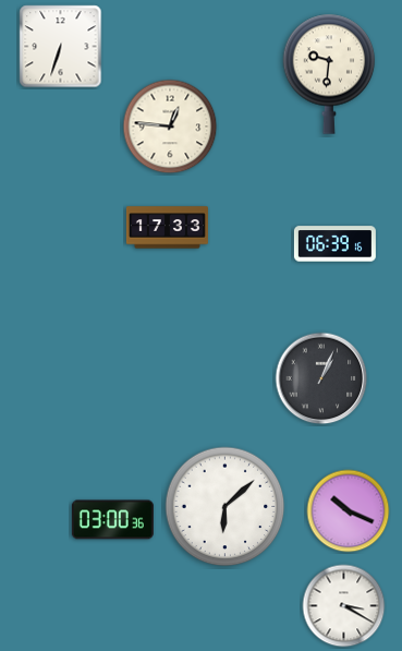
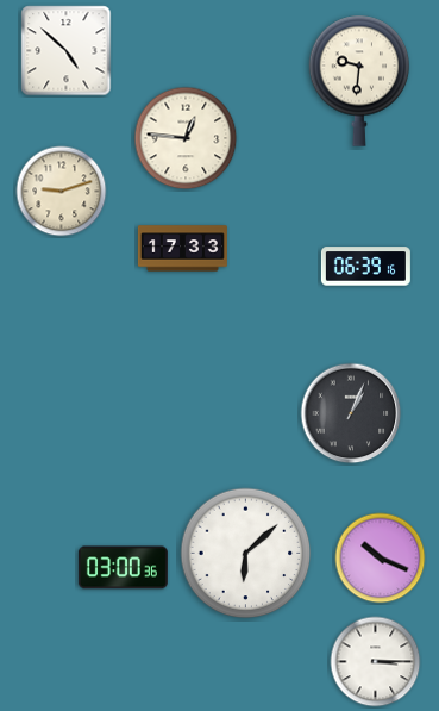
clock at (61, 47): 6:33 -> 4:52
clock at (62, 192): none -> 9:12
clock at (344, 606): 3:20 -> 3:15
